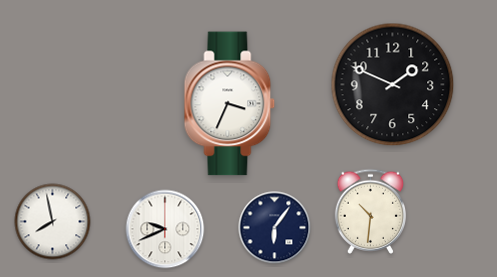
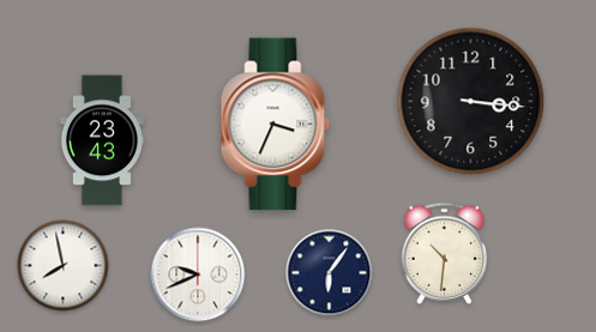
clock at (393, 85): 1:49 -> 3:16
clock at (102, 140): none -> 23:43
